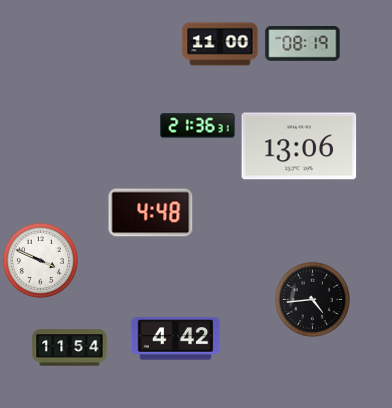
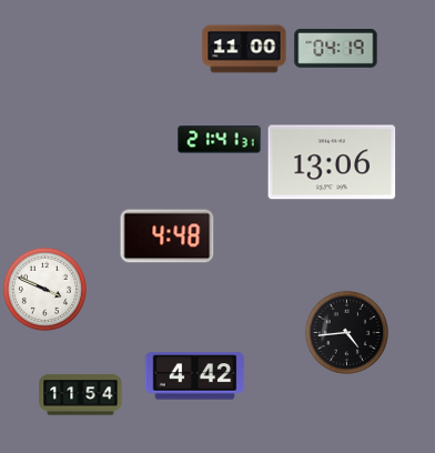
clock at (303, 44): 08:19 -> 04:19
clock at (198, 126): 21:36 -> 21:41
clock at (70, 348) position: (70, 348) -> (81, 395)
